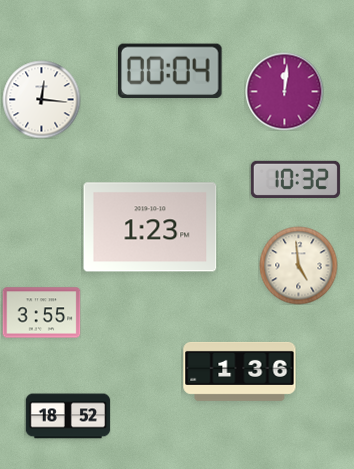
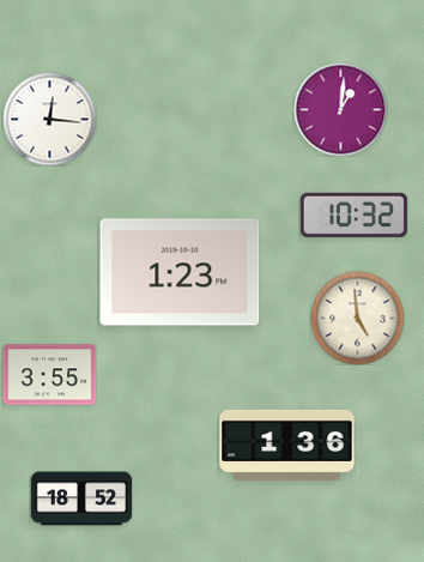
clock at (171, 71): 00:04 -> none
clock at (284, 91): 12:01 -> 1:01
